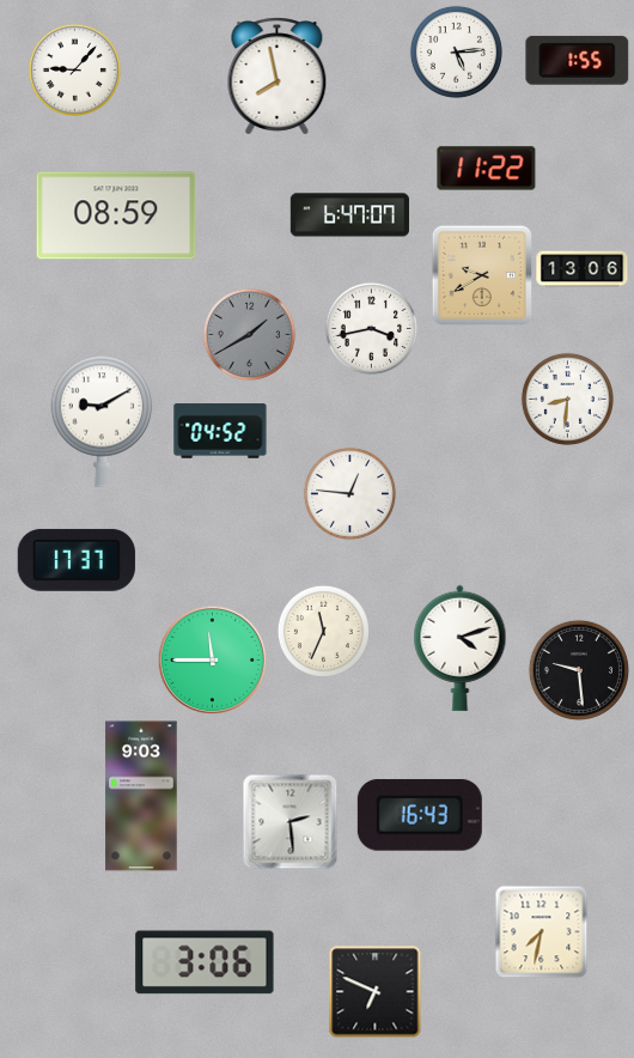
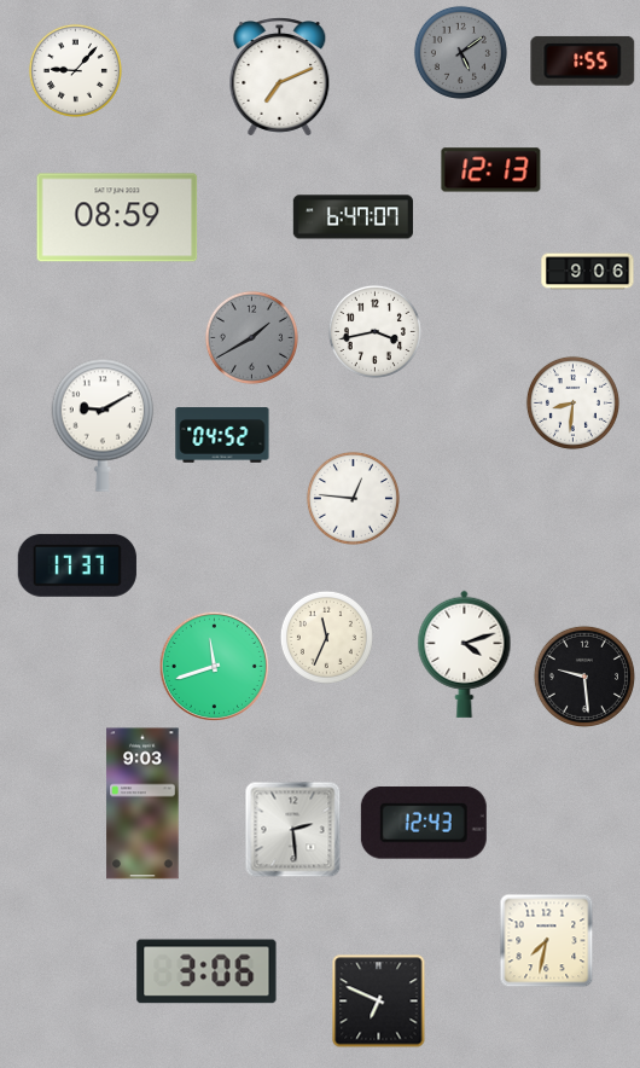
clock at (456, 51): 5:14 -> 5:09
clock at (456, 51) dial: white -> grey
clock at (278, 77): 7:58 -> 7:11
clock at (487, 169): 11:22 -> 12:13
clock at (583, 269): 13:06 -> 9:06
clock at (482, 275): 9:40 -> none
clock at (212, 659): 11:45 -> 11:42
clock at (420, 815): 16:43 -> 12:43
